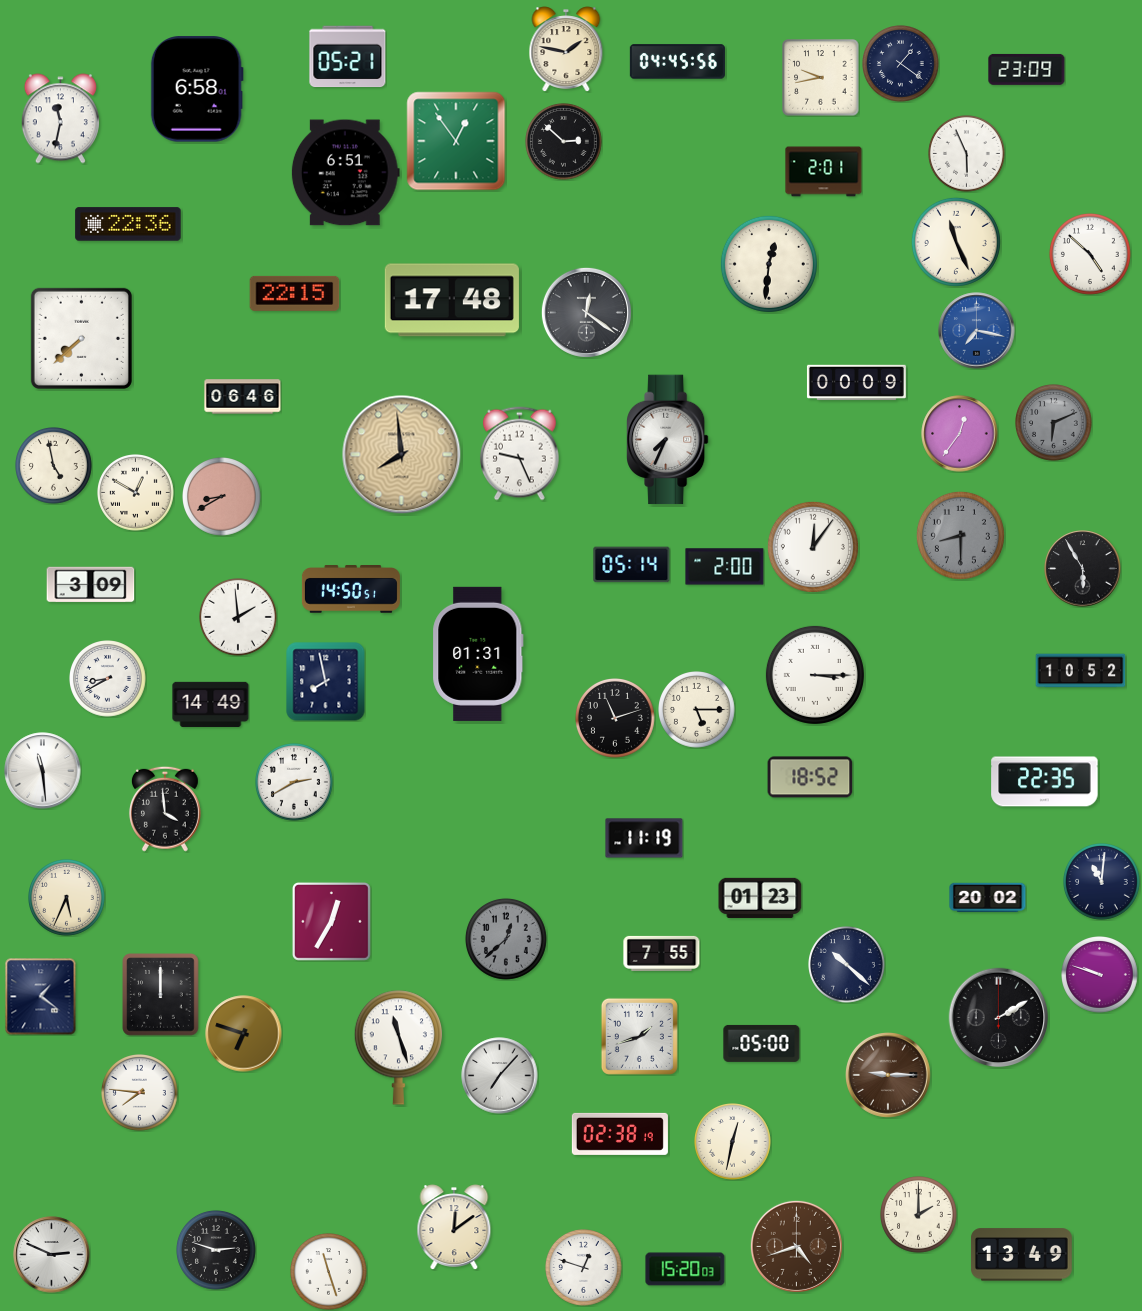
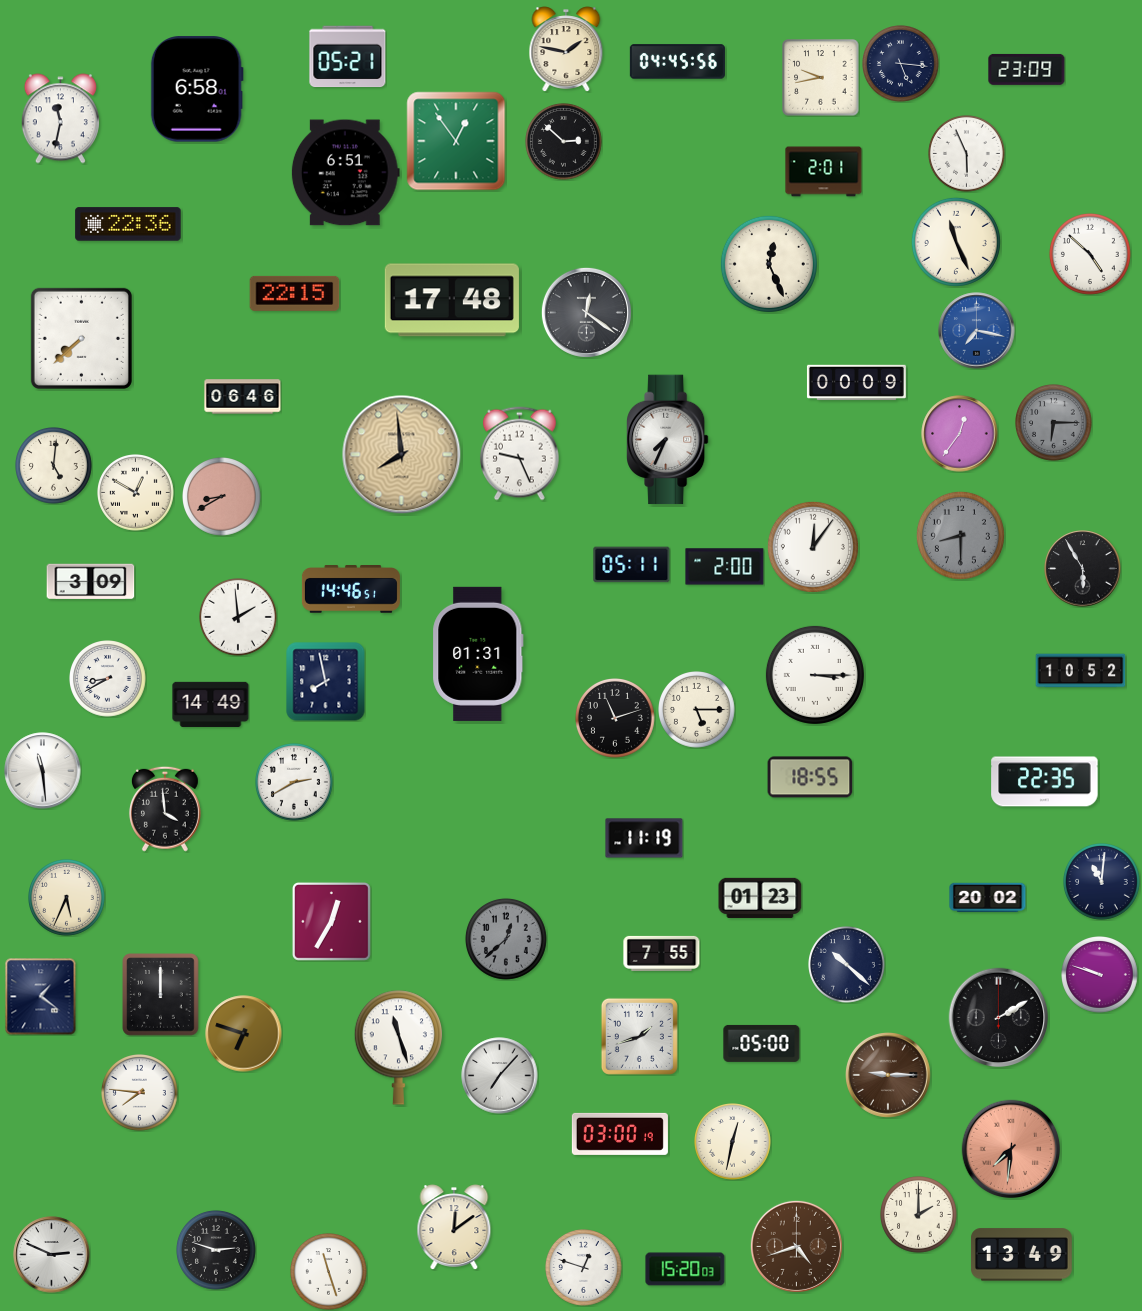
clock at (901, 64): 1:21 -> 5:16
clock at (769, 264): 12:31 -> 12:26
clock at (1054, 423): 6:11 -> 6:15
clock at (54, 466): 4:58 -> 5:01
clock at (632, 565): 05:14 -> 05:11
clock at (91, 585) position: (91, 585) -> (91, 582)
clock at (351, 590): 14:50 -> 14:46
clock at (810, 777): 18:52 -> 18:55
clock at (620, 1134): 02:38 -> 03:00
clock at (1011, 1149): none -> 7:31
